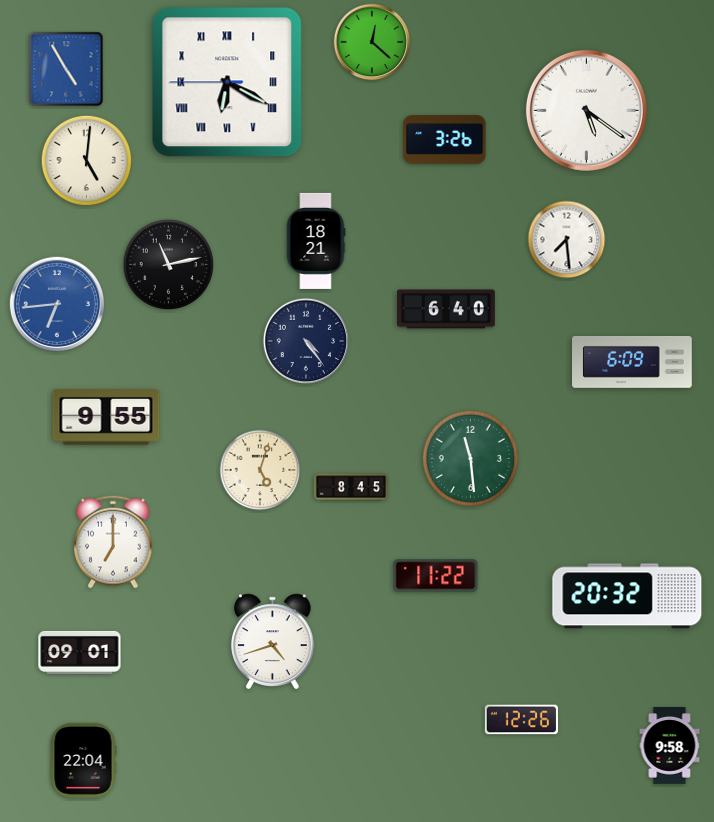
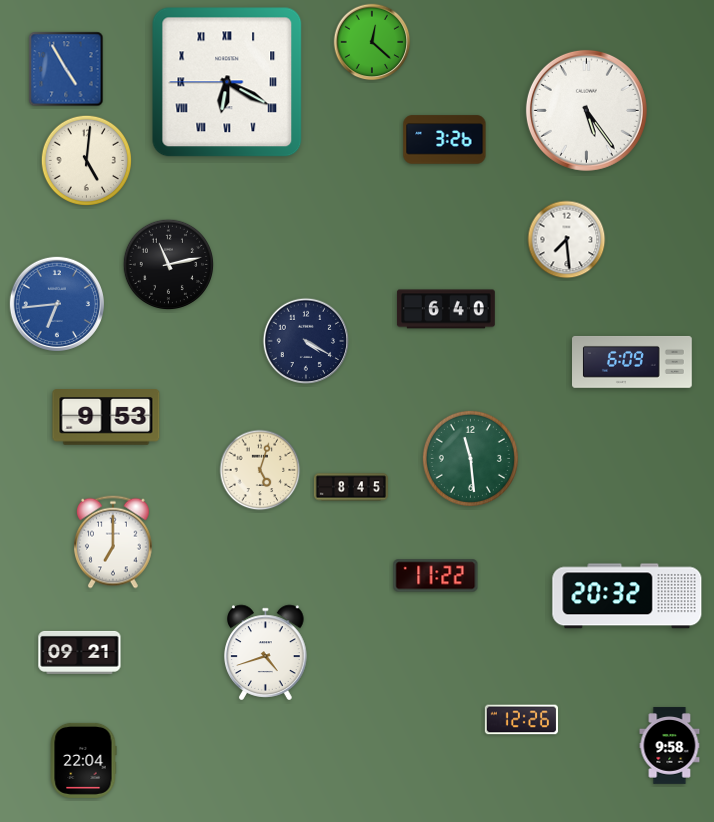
clock at (586, 110): 5:21 -> 5:24
clock at (316, 241): 18:21 -> none
clock at (306, 341): 4:24 -> 4:20
clock at (106, 417): 9:55 -> 9:53
clock at (273, 642) position: (273, 642) -> (266, 653)
clock at (80, 652): 09:01 -> 09:21
